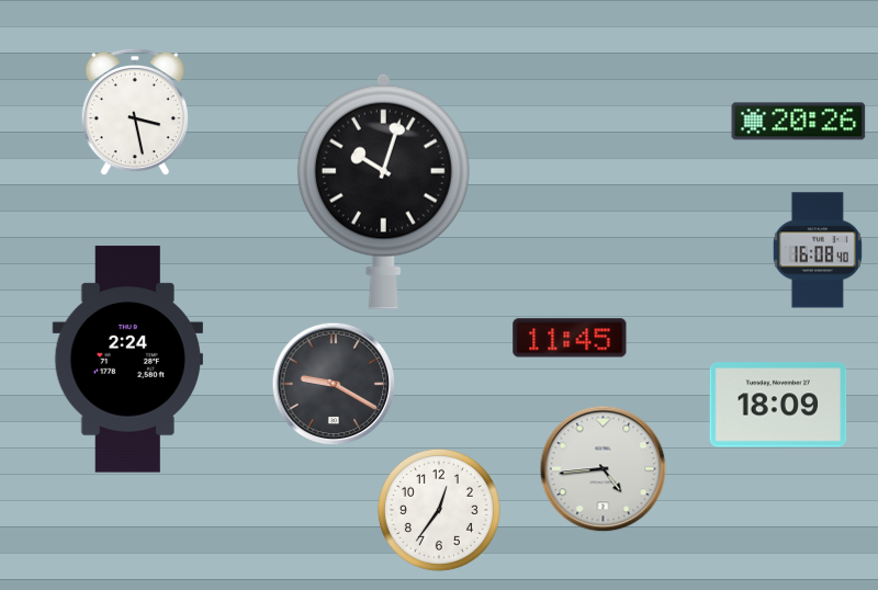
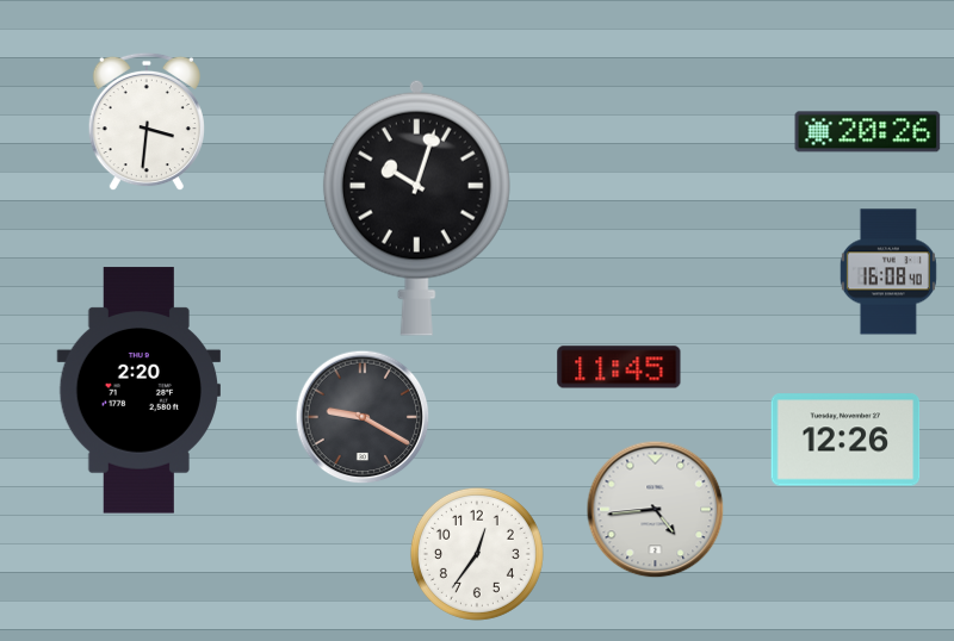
clock at (135, 112): 3:28 -> 3:31
clock at (127, 360): 2:24 -> 2:20
clock at (778, 405): 18:09 -> 12:26
